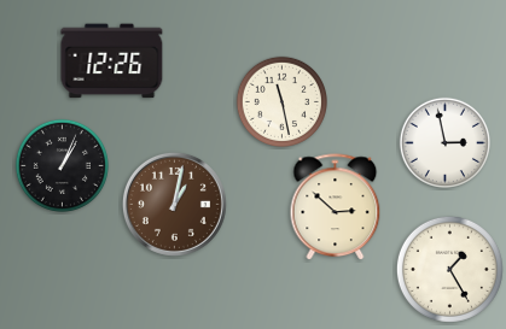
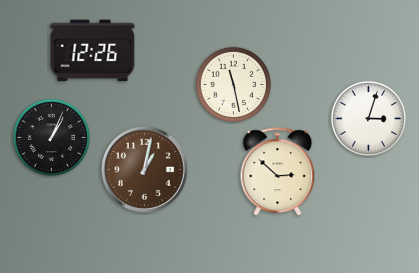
clock at (444, 142): 2:58 -> 3:03
clock at (449, 269): 1:25 -> none
